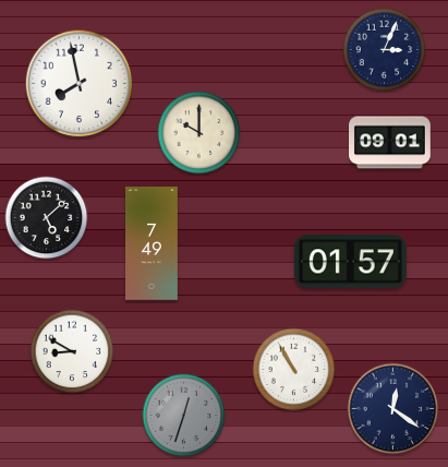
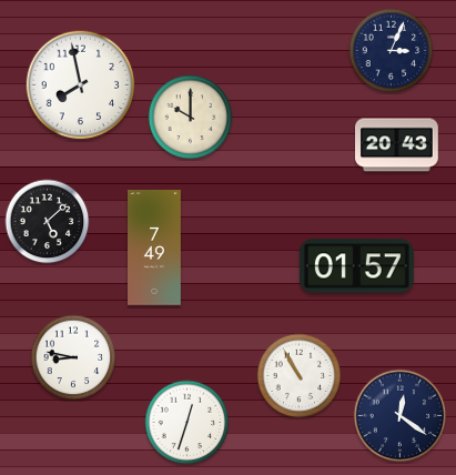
clock at (199, 133) position: (199, 133) -> (191, 118)
clock at (390, 143): 09:01 -> 20:43
clock at (72, 351): 8:50 -> 8:47
clock at (184, 416) dial: grey -> white
